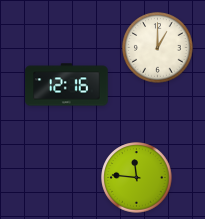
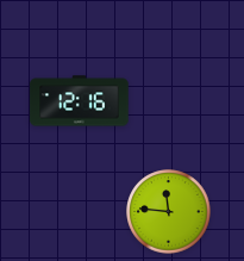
clock at (158, 48): 1:00 -> none
clock at (137, 178) position: (137, 178) -> (169, 212)
